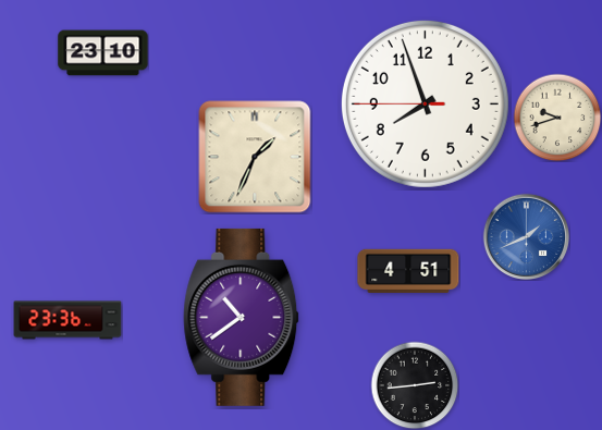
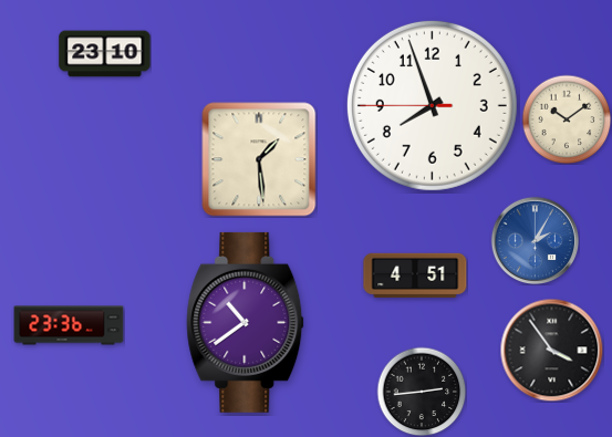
clock at (557, 118): 9:42 -> 10:09
clock at (255, 157): 1:34 -> 1:29
clock at (526, 236): 1:41 -> 2:05
clock at (551, 350): none -> 3:54
